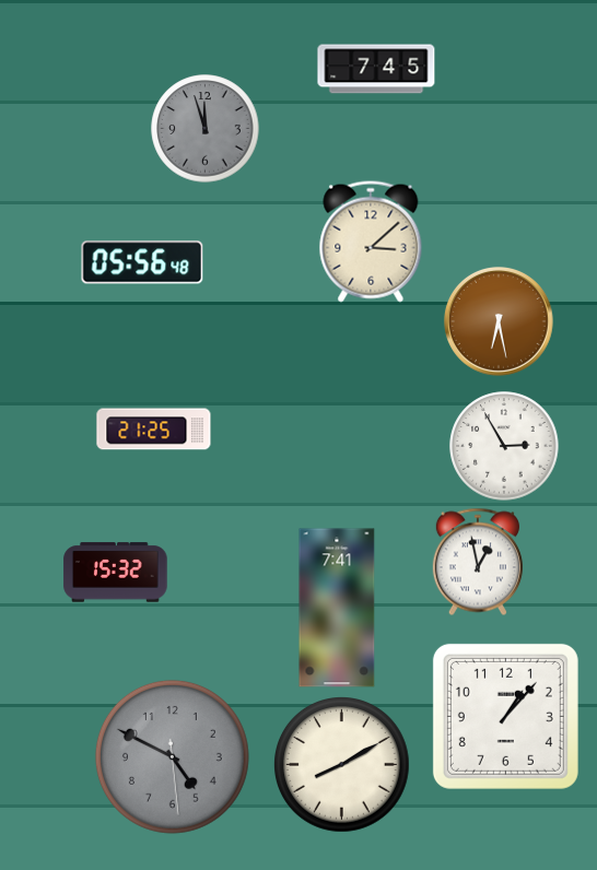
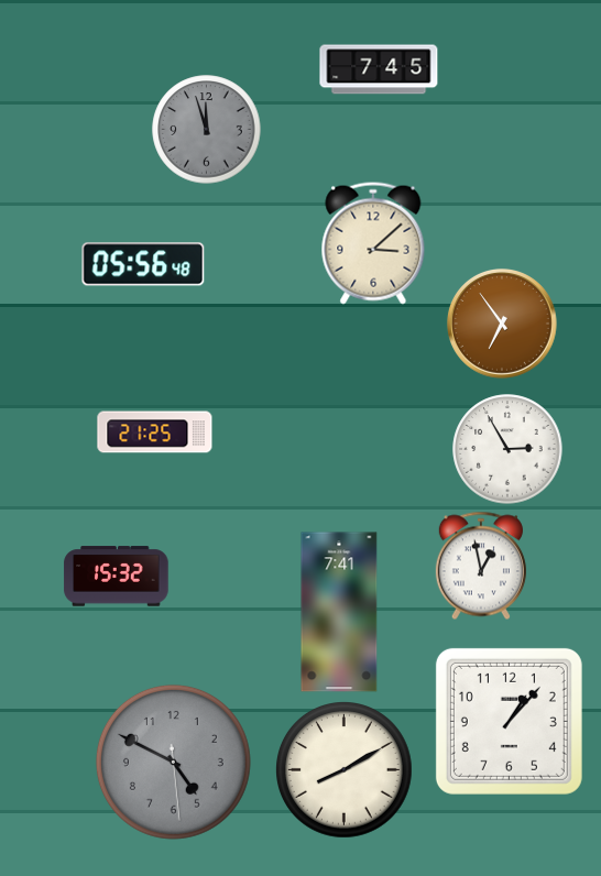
clock at (499, 321): 6:28 -> 6:54
